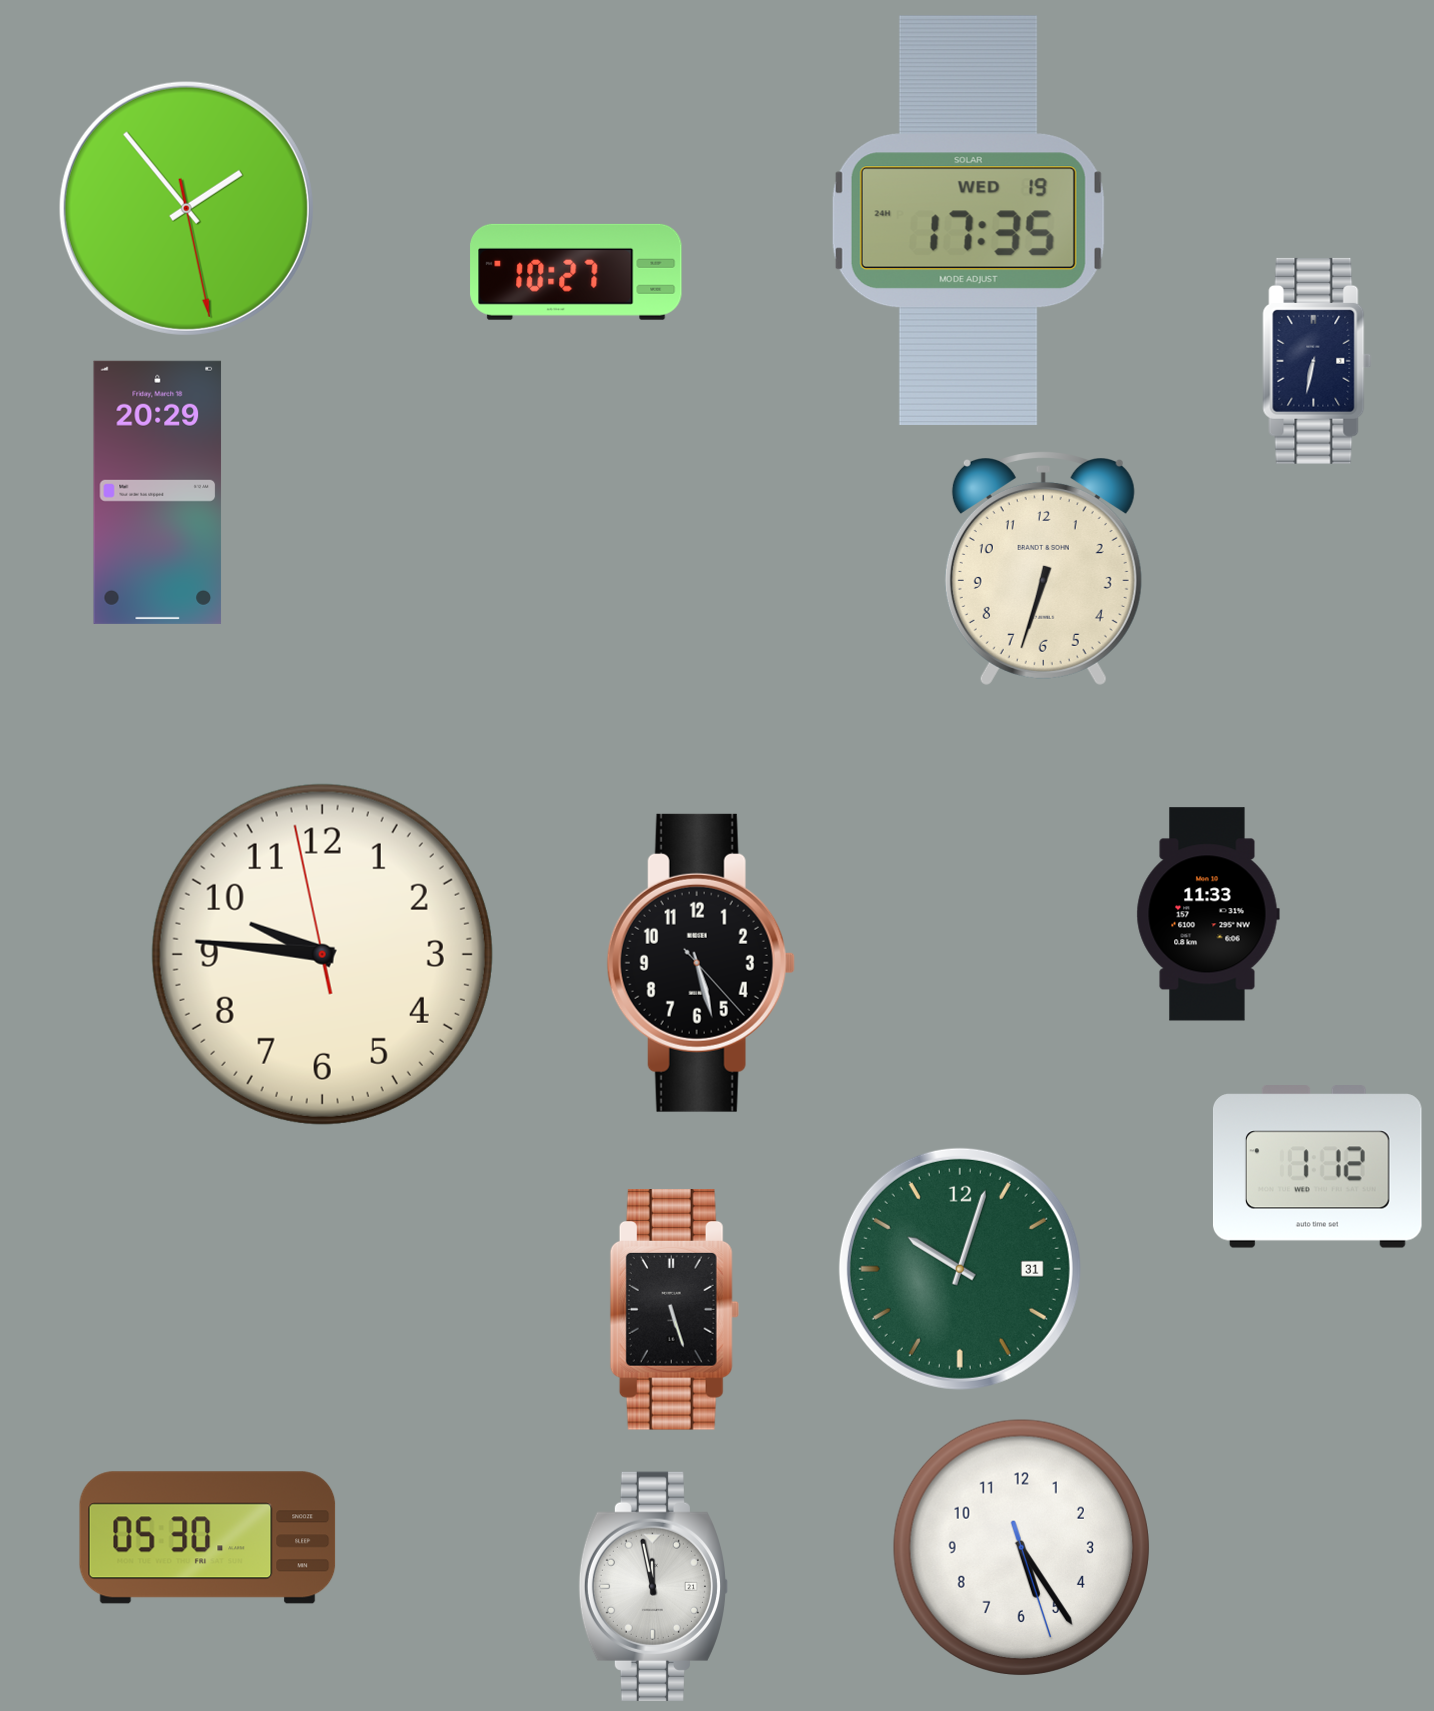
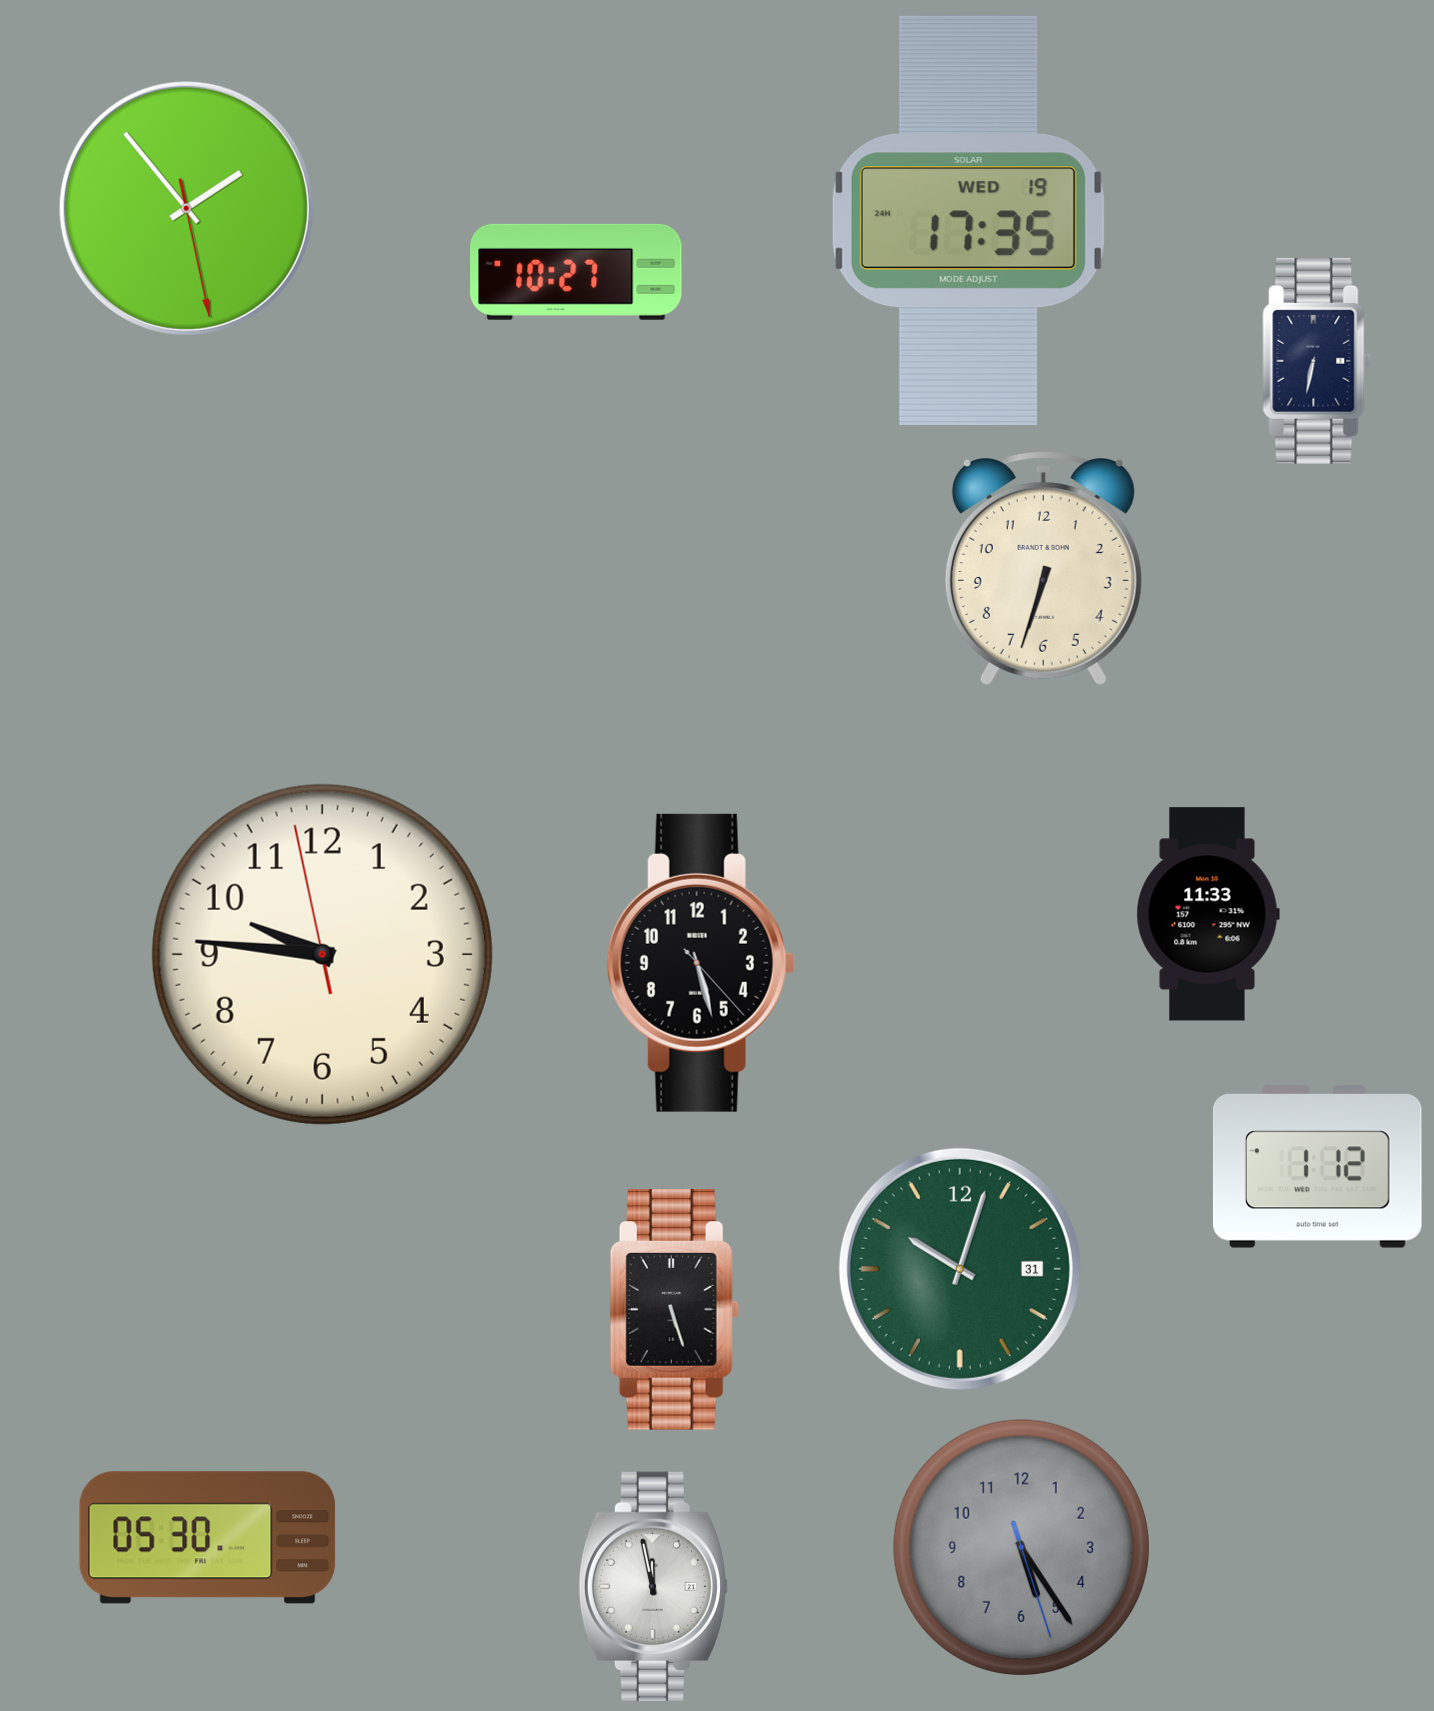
clock at (158, 492): 20:29 -> none
clock at (1021, 1547) dial: white -> grey
